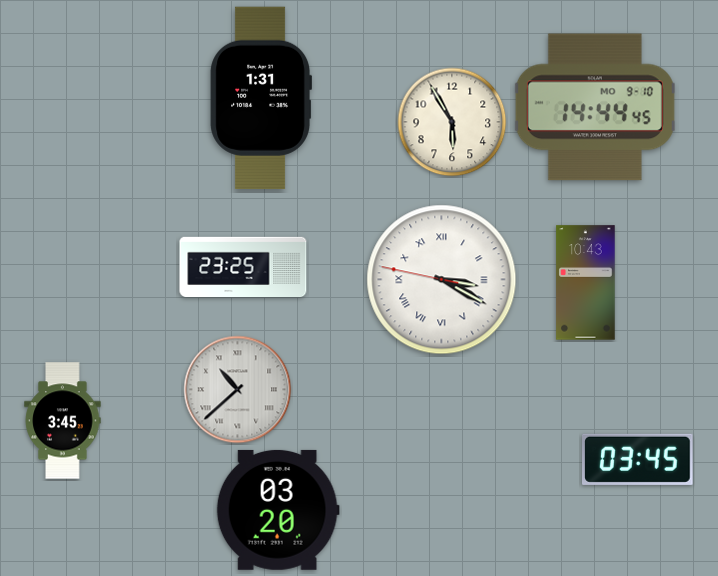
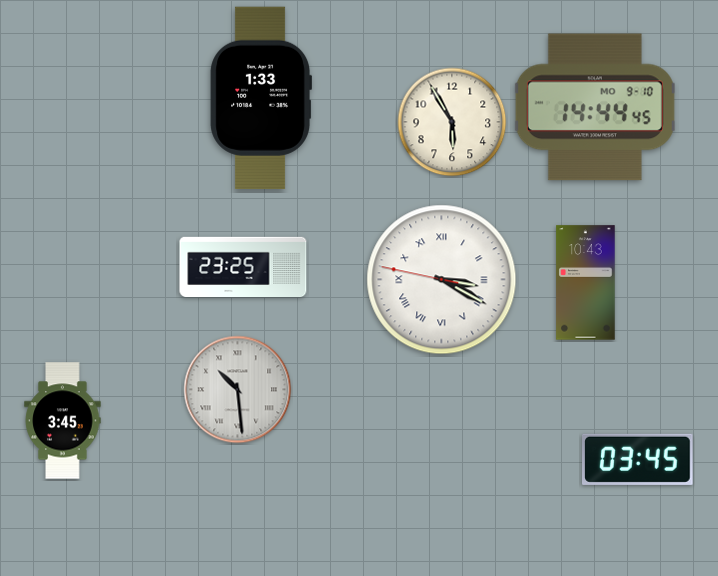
clock at (260, 98): 1:31 -> 1:33
clock at (238, 390): 10:38 -> 10:29
clock at (278, 510): 03:20 -> none
